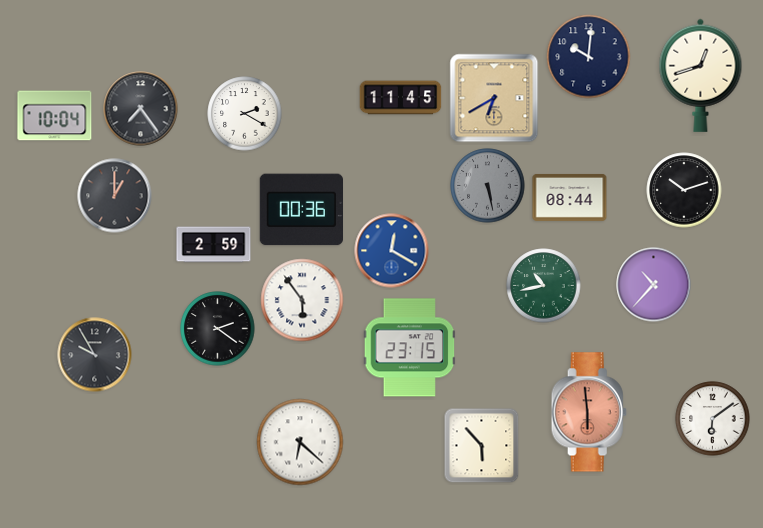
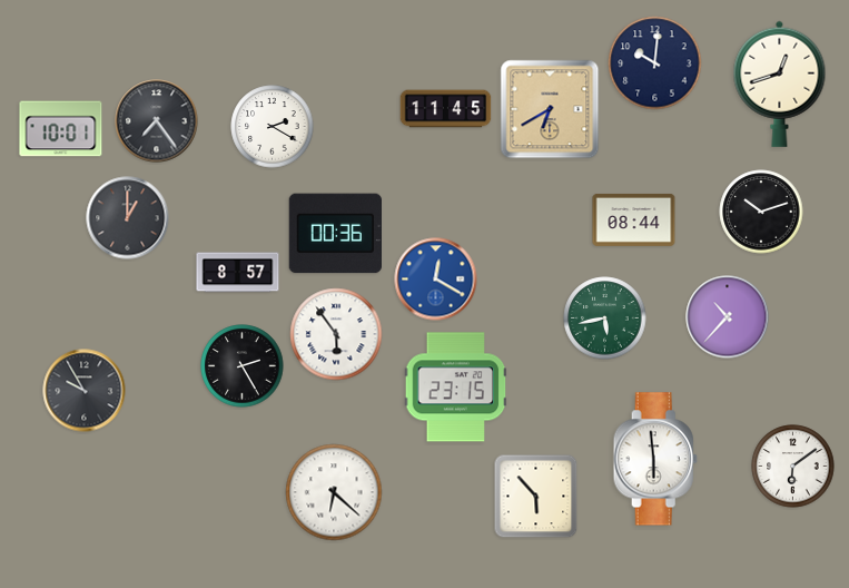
clock at (55, 116): 10:04 -> 10:01
clock at (488, 186): 5:28 -> none
clock at (214, 245): 2:59 -> 8:57
clock at (544, 286): 10:43 -> 5:43
clock at (218, 329): 2:21 -> 2:25
clock at (95, 355) position: (95, 355) -> (85, 391)
clock at (589, 412) dial: salmon -> white
